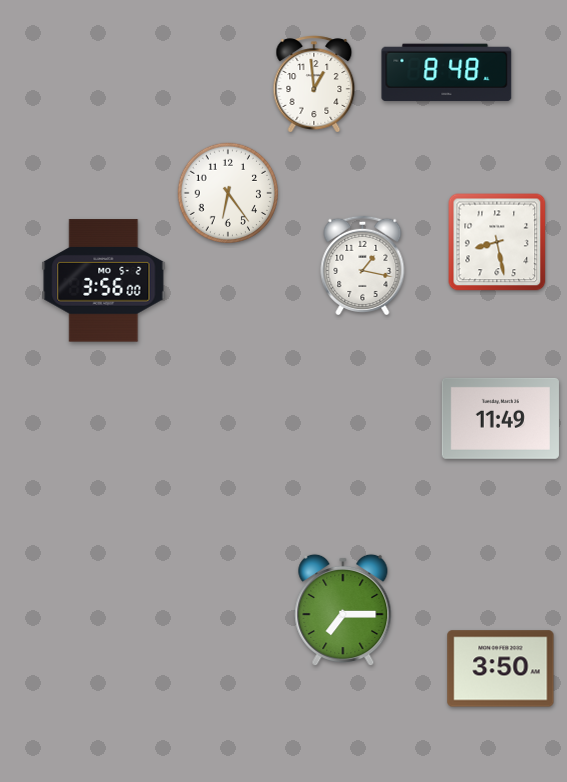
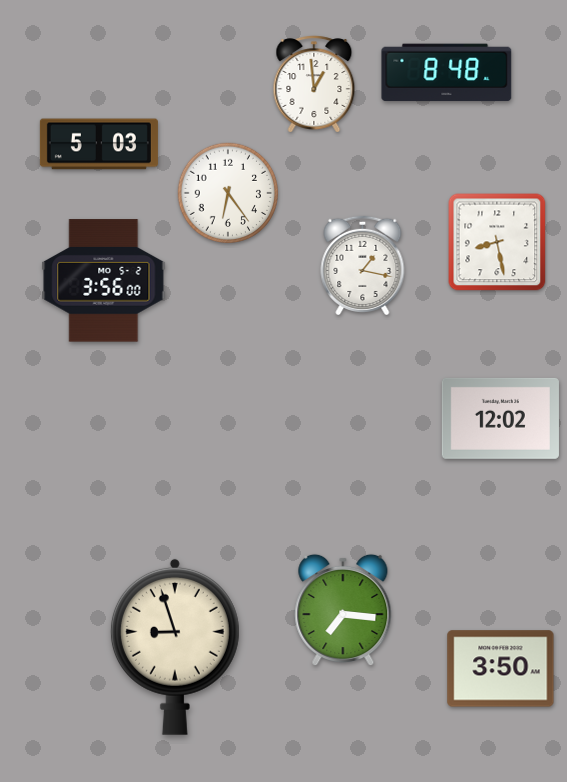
clock at (99, 144): none -> 5:03
clock at (500, 418): 11:49 -> 12:02
clock at (343, 610): 7:15 -> 7:16
clock at (175, 647): none -> 8:57
